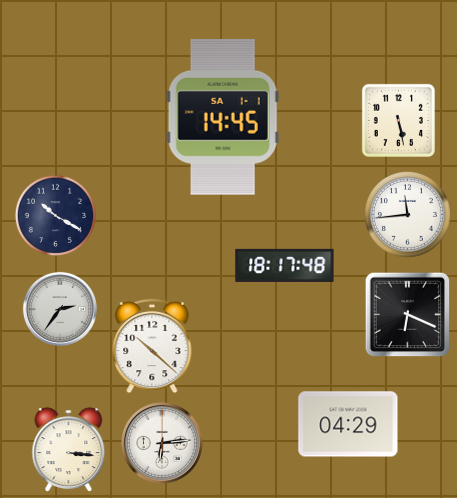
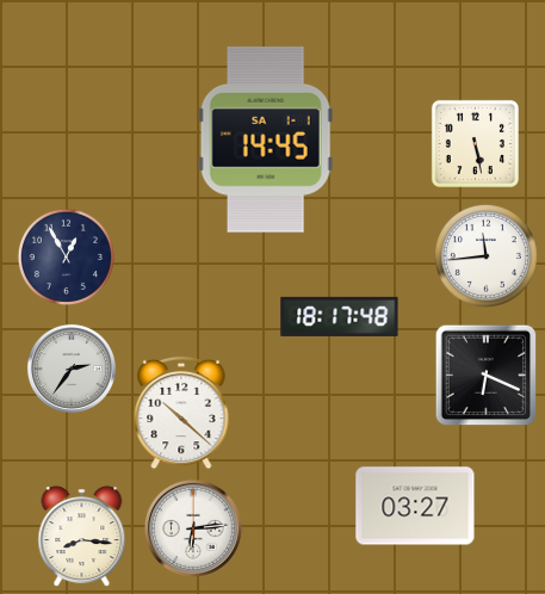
clock at (55, 215): 10:20 -> 12:55
clock at (348, 424): 04:29 -> 03:27
clock at (69, 450): 3:16 -> 8:16
